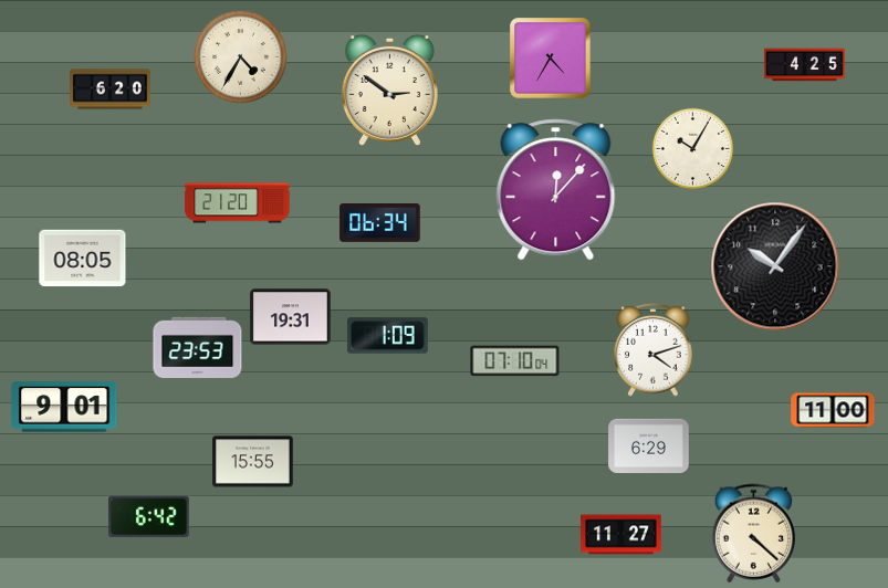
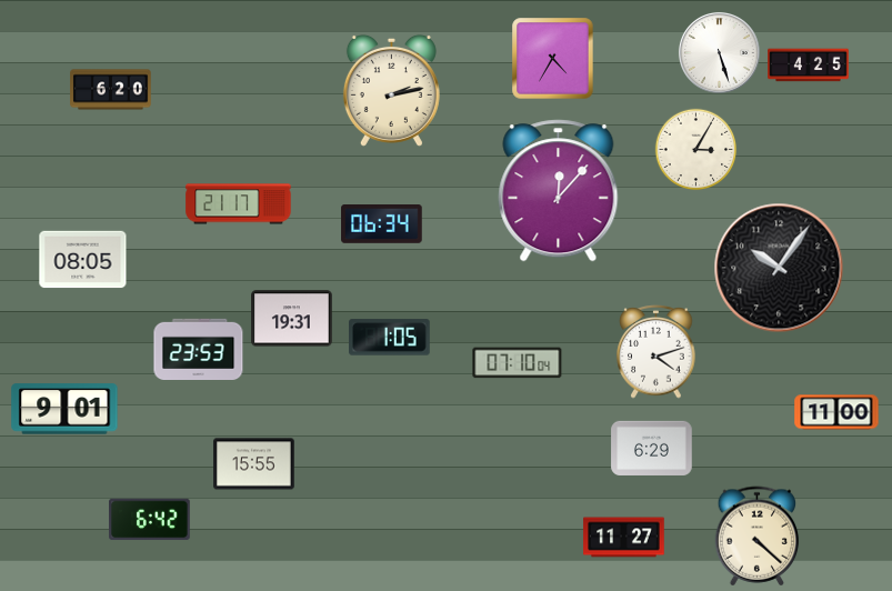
clock at (719, 52): none -> 5:27
clock at (241, 57): 4:35 -> none
clock at (389, 90): 2:51 -> 2:13
clock at (693, 149): 10:05 -> 3:05
clock at (238, 203): 21:20 -> 21:17
clock at (388, 336): 1:09 -> 1:05
